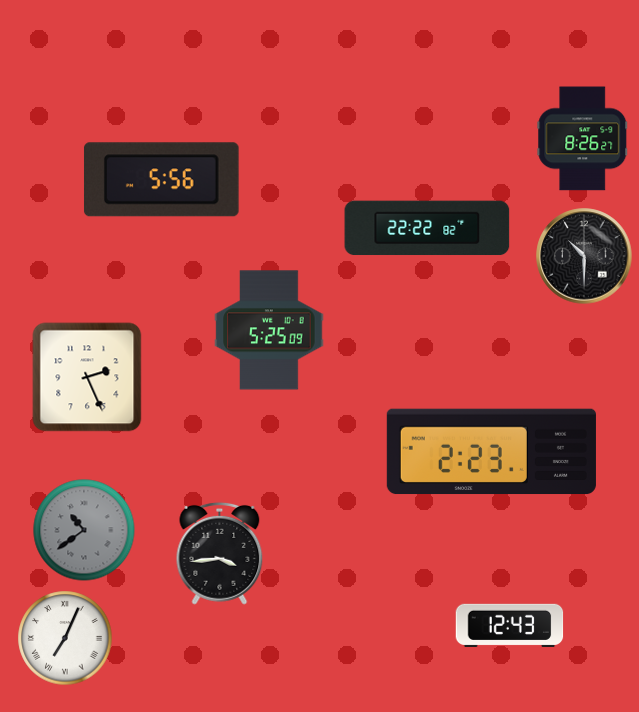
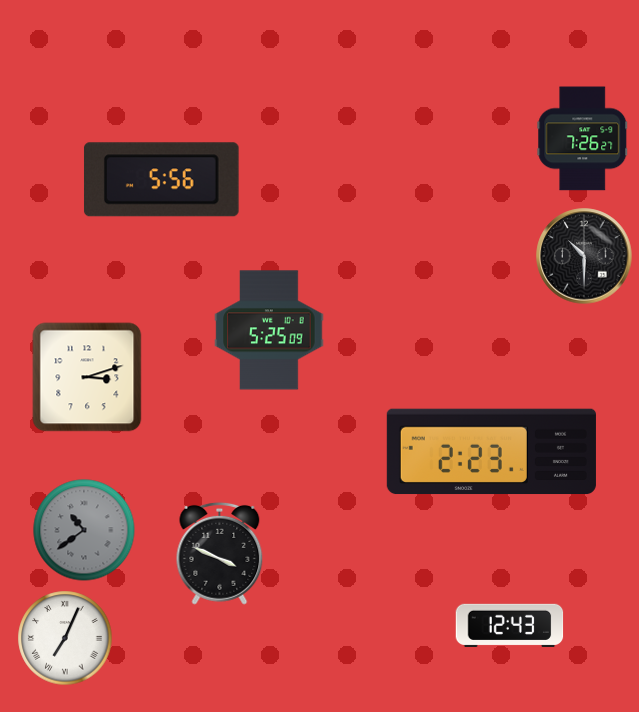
clock at (583, 139): 8:26 -> 7:26
clock at (427, 228): 22:22 -> none
clock at (87, 377): 2:26 -> 3:12
clock at (220, 553): 3:44 -> 3:49
